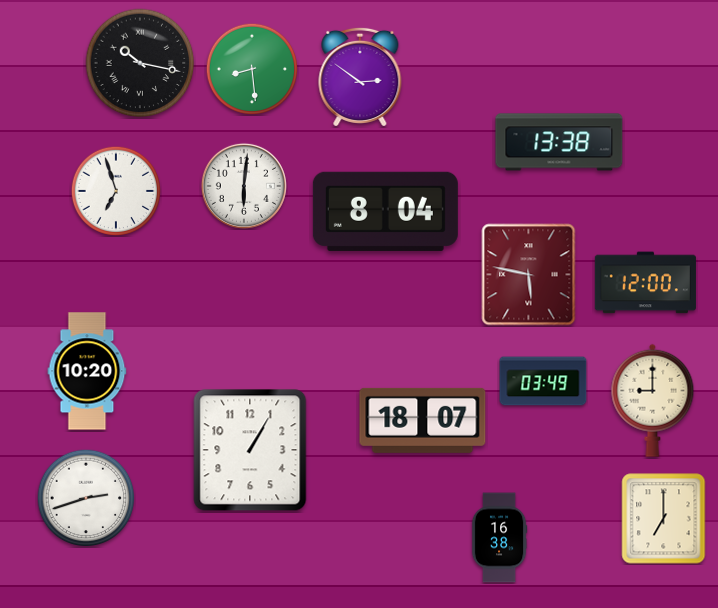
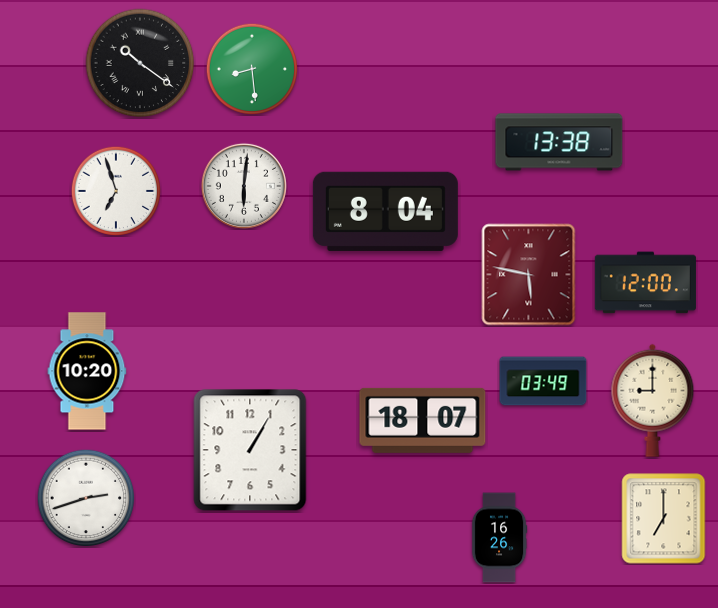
clock at (140, 63): 10:17 -> 10:21
clock at (360, 77): 2:51 -> none
clock at (499, 538): 16:38 -> 16:26
